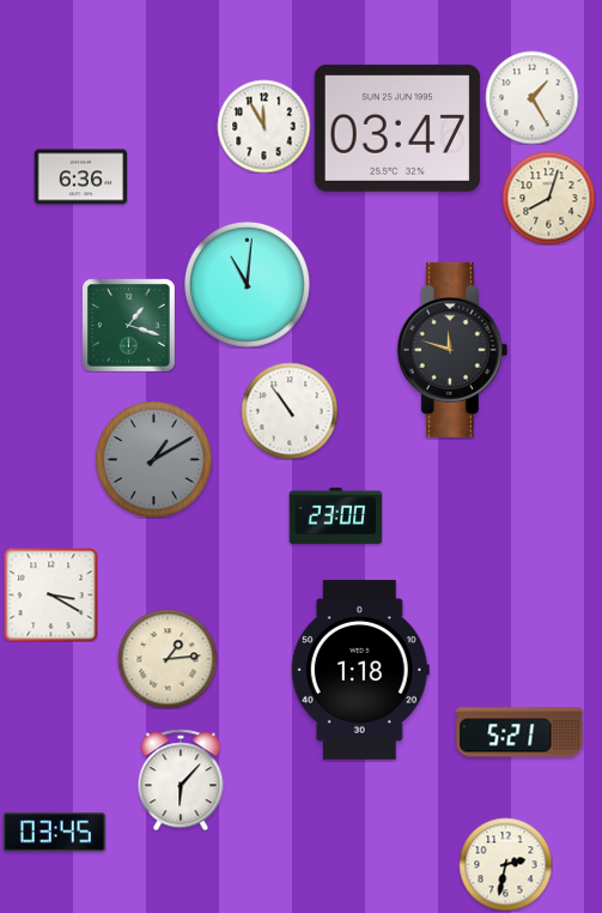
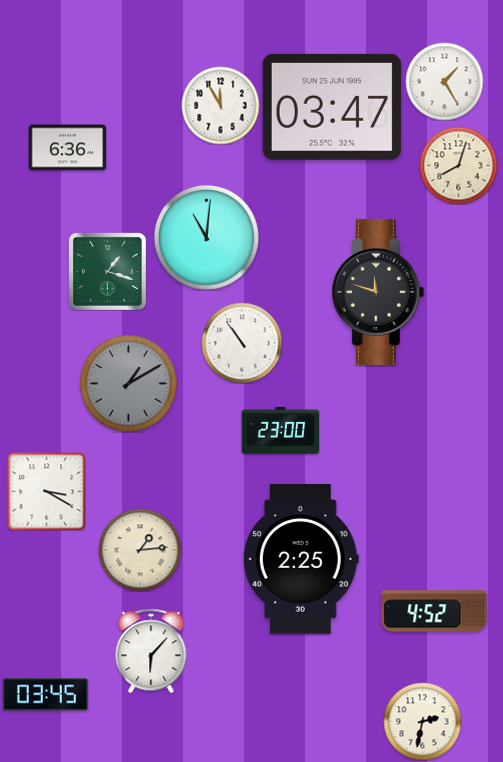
clock at (50, 594) position: (50, 594) -> (46, 491)
clock at (360, 670): 1:18 -> 2:25
clock at (519, 732): 5:21 -> 4:52
